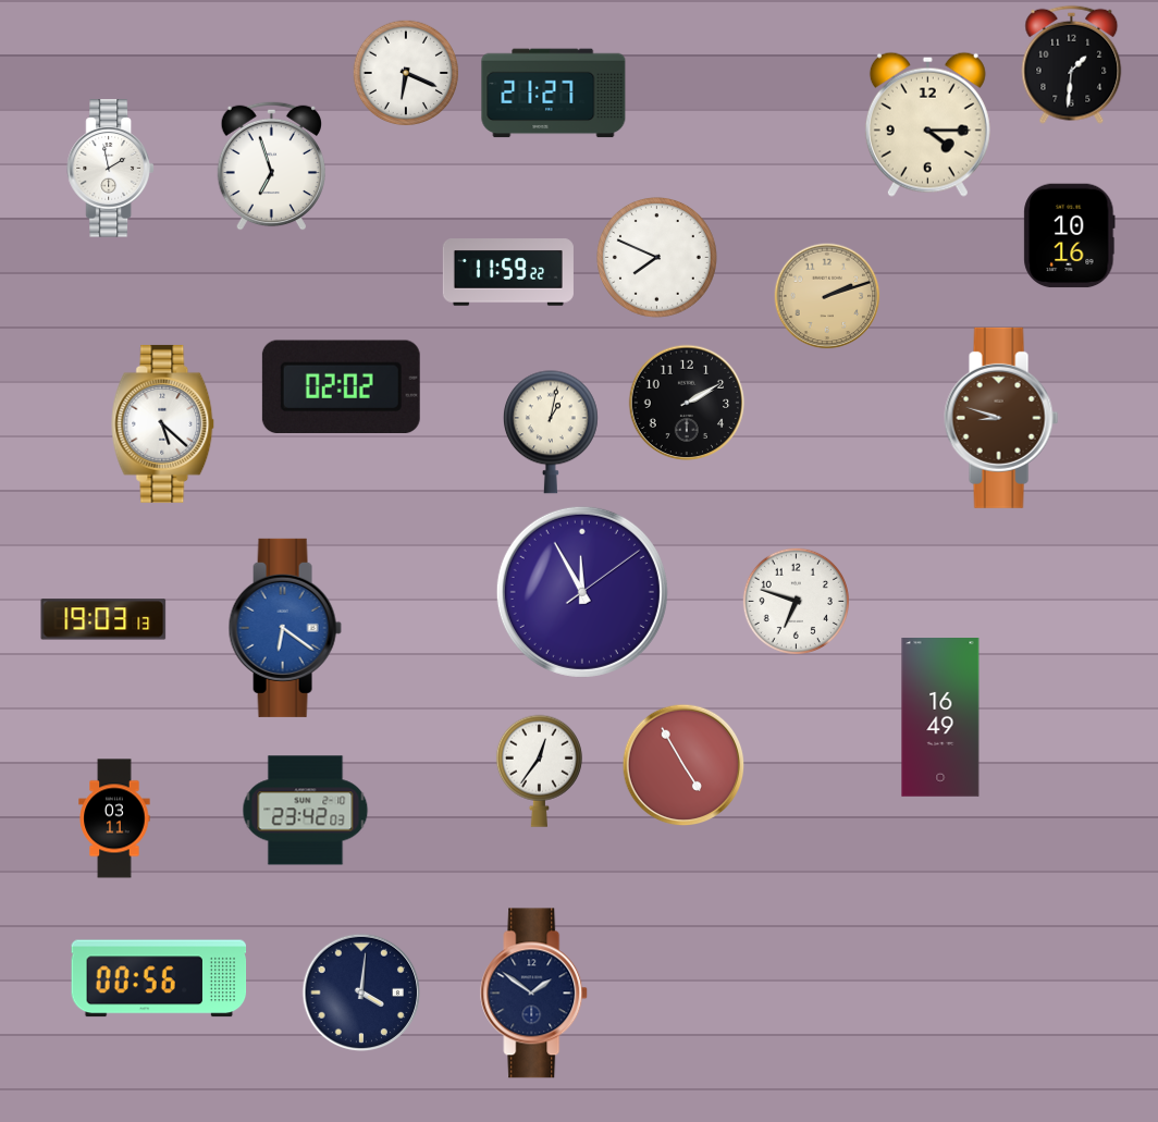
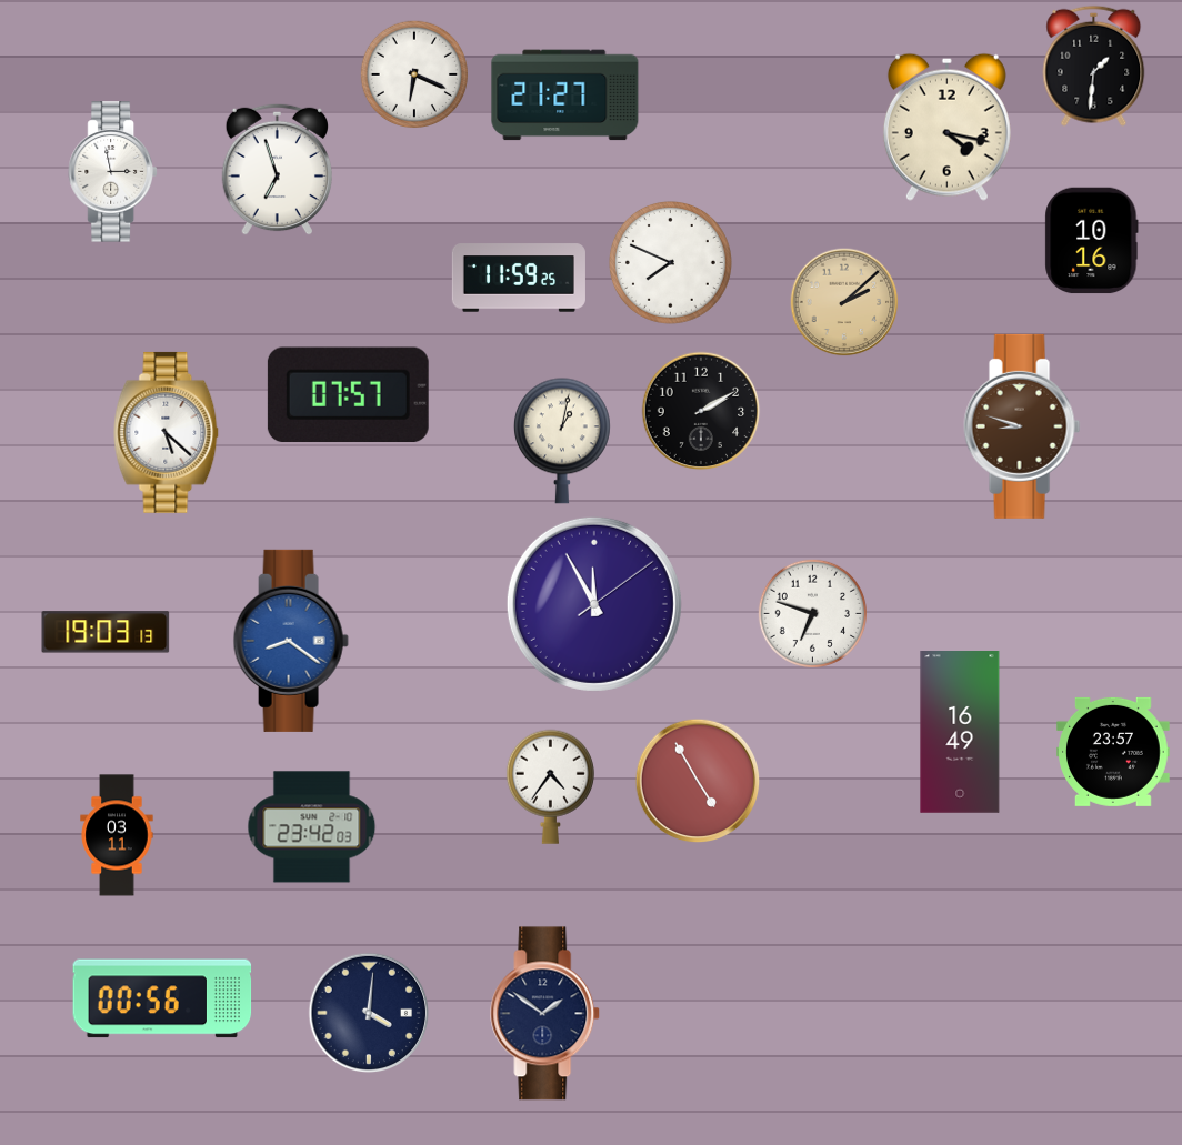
clock at (927, 124): 4:15 -> 4:17
clock at (111, 169): 1:58 -> 2:58
clock at (508, 272): 11:59:22 -> 11:59:25
clock at (827, 296): 2:12 -> 2:08
clock at (341, 387): 02:02 -> 07:57
clock at (285, 628): 6:21 -> 8:21
clock at (1114, 752): none -> 23:57
clock at (539, 770): 12:36 -> 4:36
